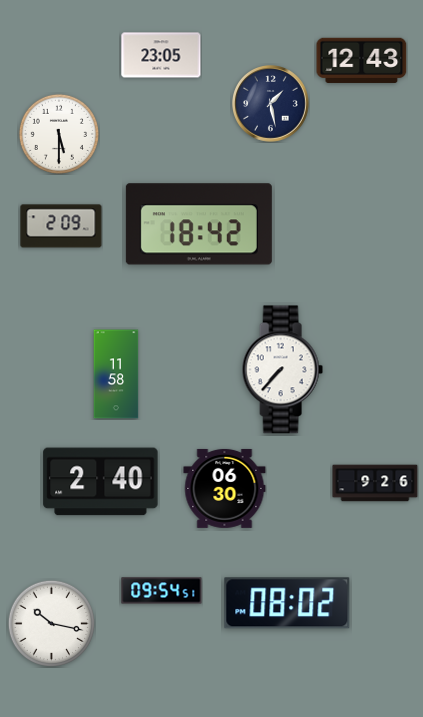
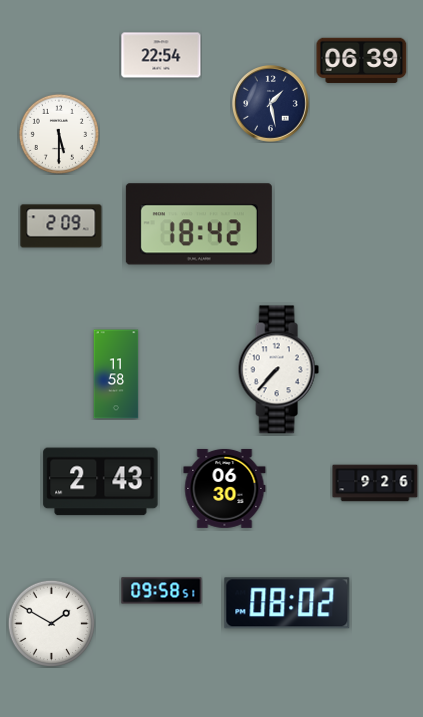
clock at (161, 55): 23:05 -> 22:54
clock at (362, 60): 12:43 -> 06:39
clock at (282, 370) position: (282, 370) -> (278, 370)
clock at (101, 482): 2:40 -> 2:43
clock at (162, 591): 09:54 -> 09:58
clock at (51, 623): 10:17 -> 1:50
